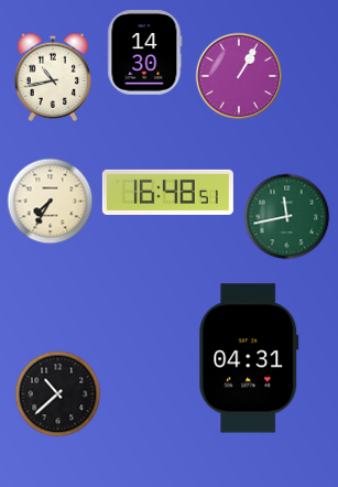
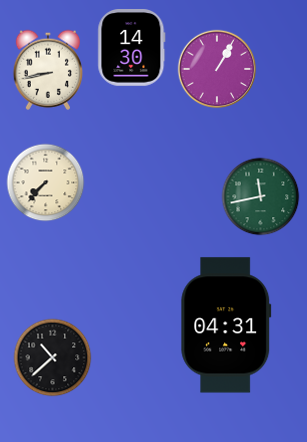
clock at (52, 77): 10:43 -> 8:43
clock at (167, 192): 16:48 -> none
clock at (50, 201): 7:35 -> 7:37
